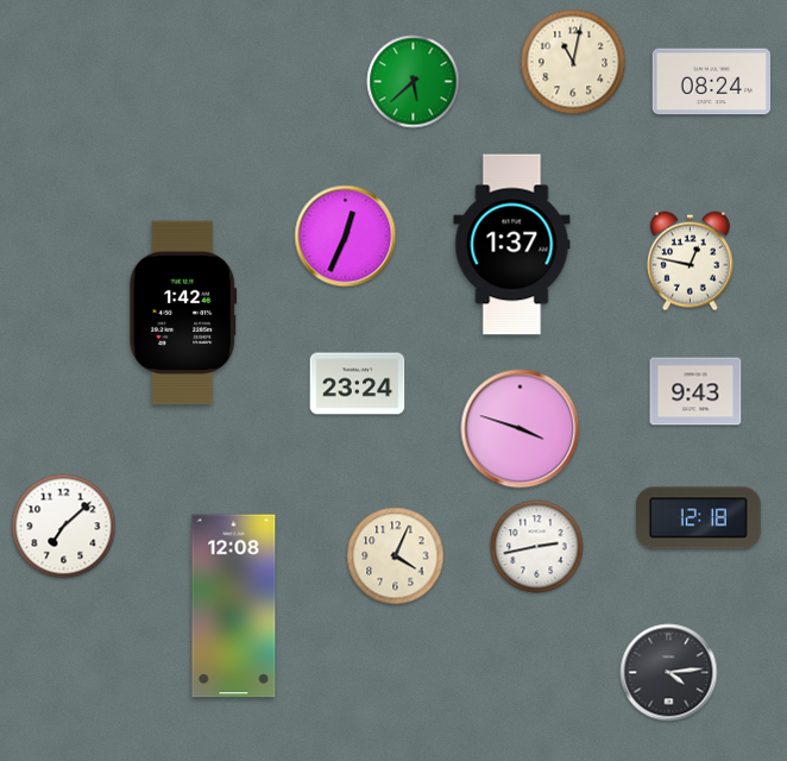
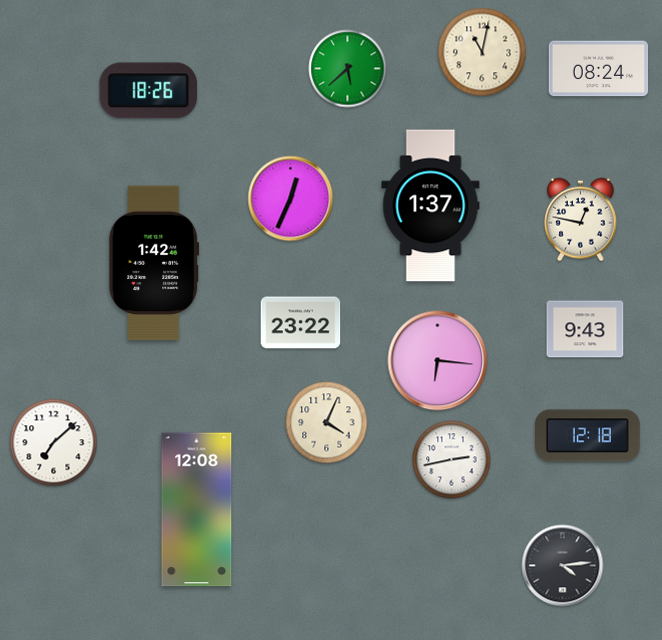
clock at (149, 91): none -> 18:26
clock at (358, 384): 23:24 -> 23:22
clock at (521, 429): 3:48 -> 6:16
clock at (396, 556) position: (396, 556) -> (327, 423)
